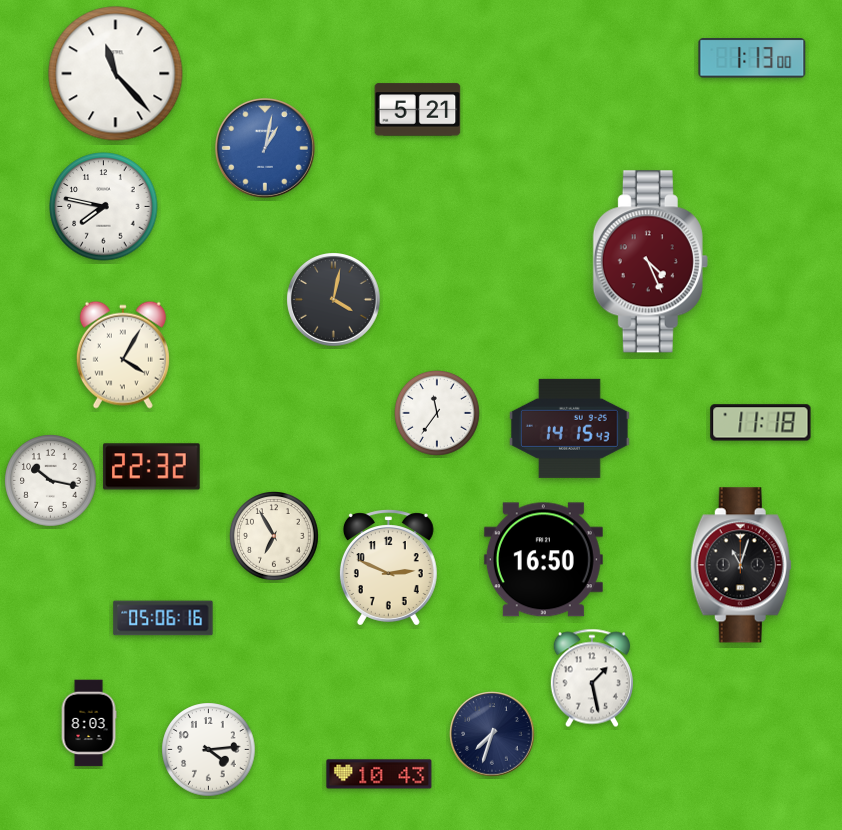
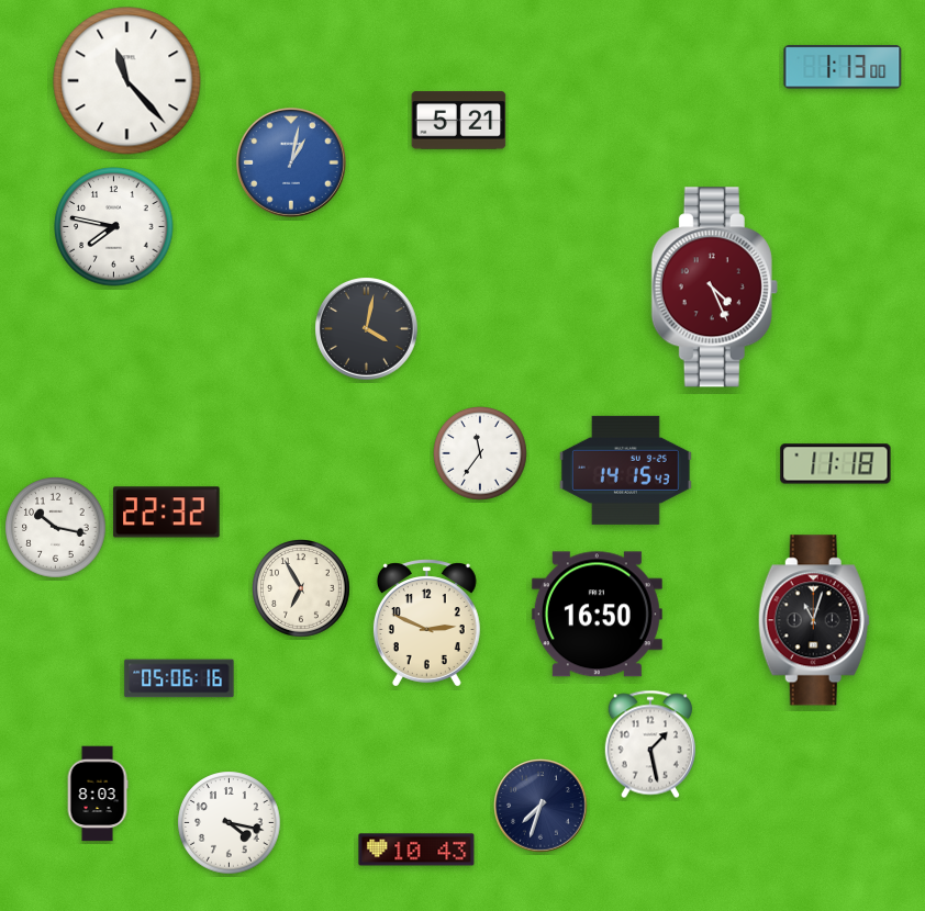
clock at (752, 58) position: (752, 58) -> (843, 67)
clock at (123, 355): 4:05 -> none
clock at (209, 750): 4:14 -> 4:17
